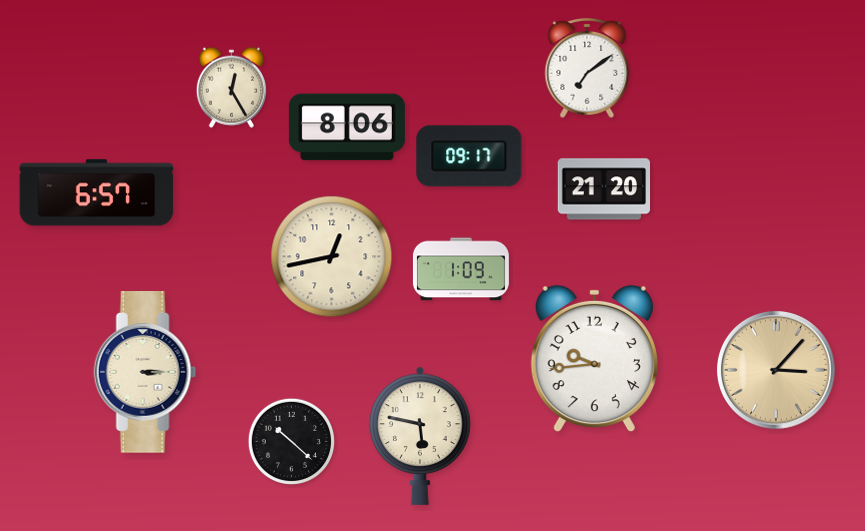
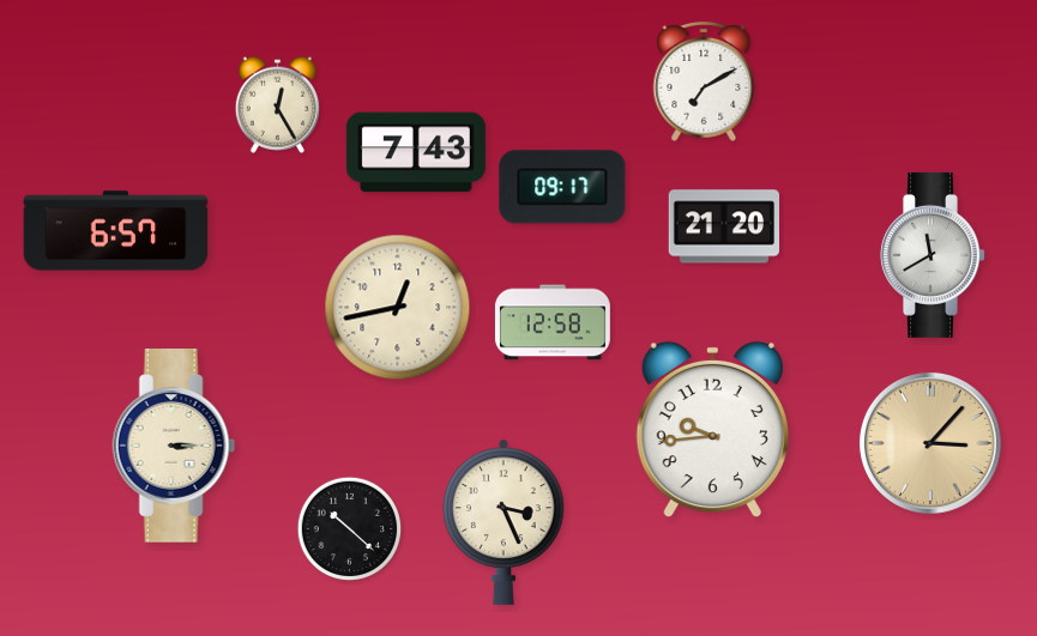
clock at (587, 68): 7:09 -> 7:10
clock at (347, 127): 8:06 -> 7:43
clock at (934, 255): none -> 11:40
clock at (461, 269): 1:09 -> 12:58
clock at (420, 436): 5:47 -> 3:26
